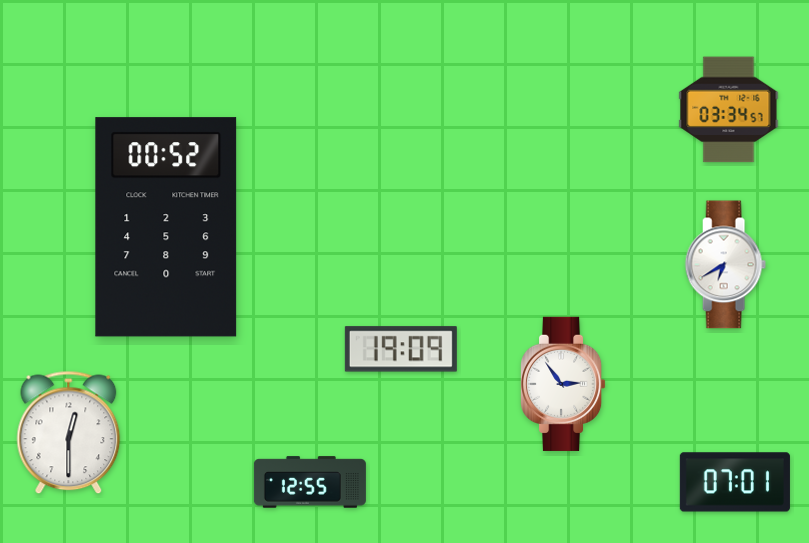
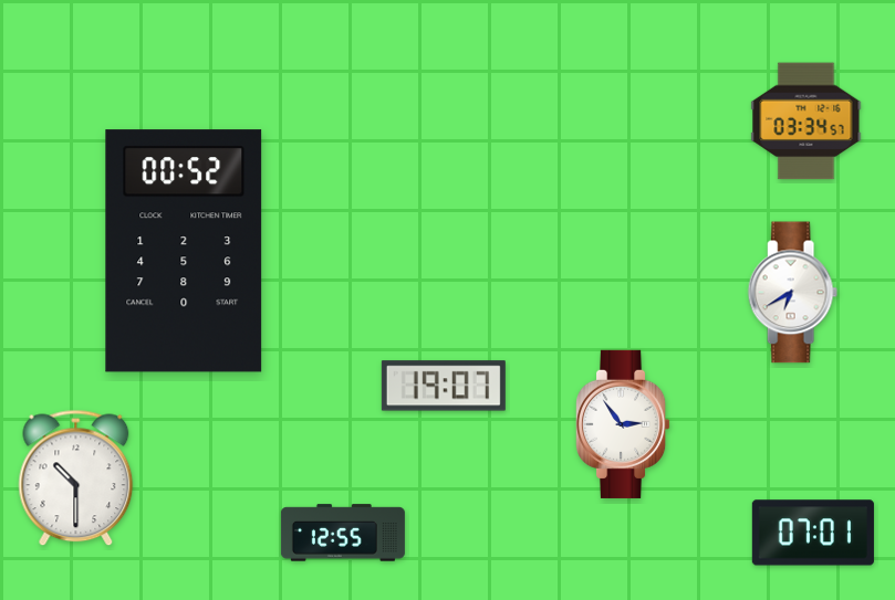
clock at (725, 265) position: (725, 265) -> (792, 293)
clock at (401, 349): 19:09 -> 19:07
clock at (69, 433): 12:30 -> 10:30
